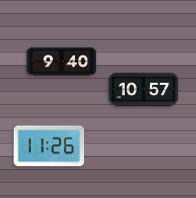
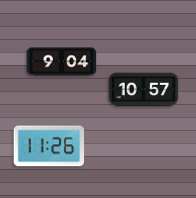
clock at (62, 62): 9:40 -> 9:04
